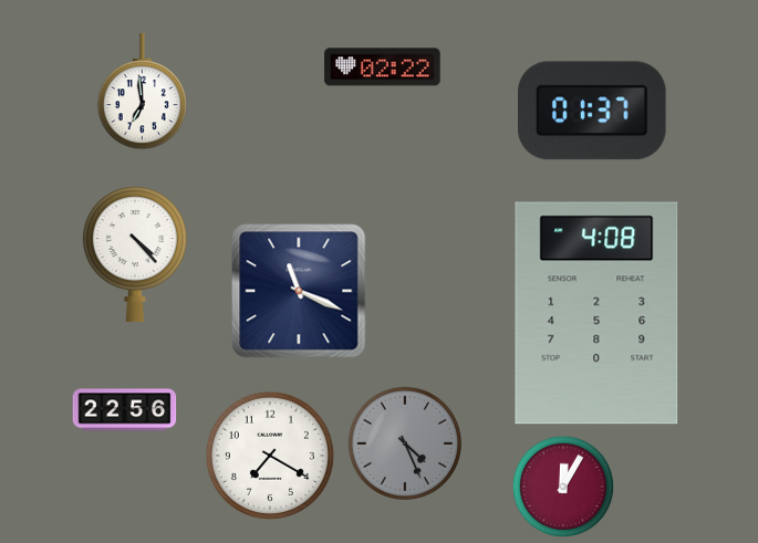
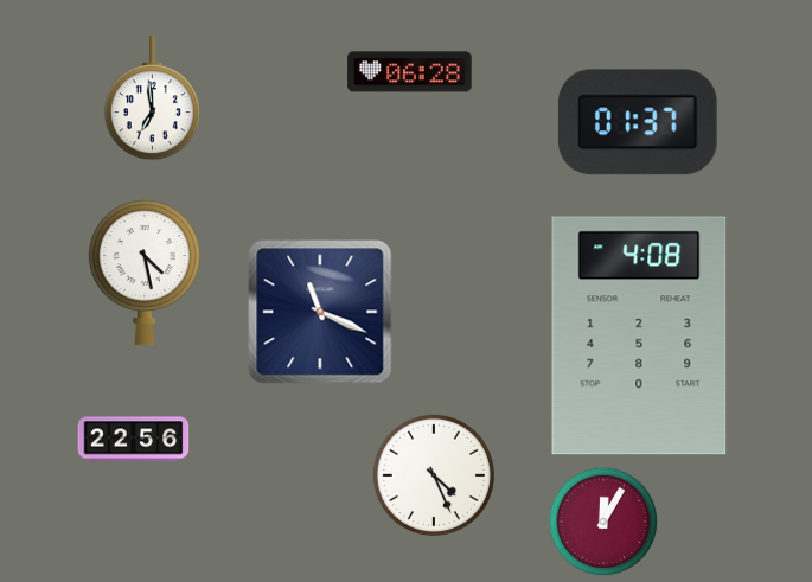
clock at (383, 67): 02:22 -> 06:28
clock at (592, 111) position: (592, 111) -> (638, 122)
clock at (135, 254): 4:23 -> 4:28
clock at (405, 443) dial: grey -> white
clock at (270, 456): 7:20 -> none
